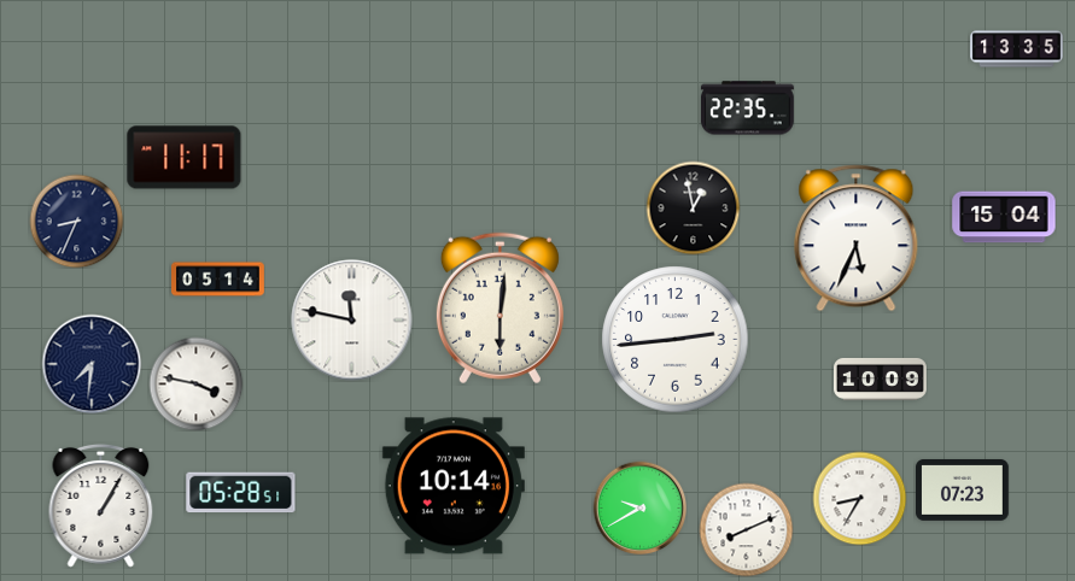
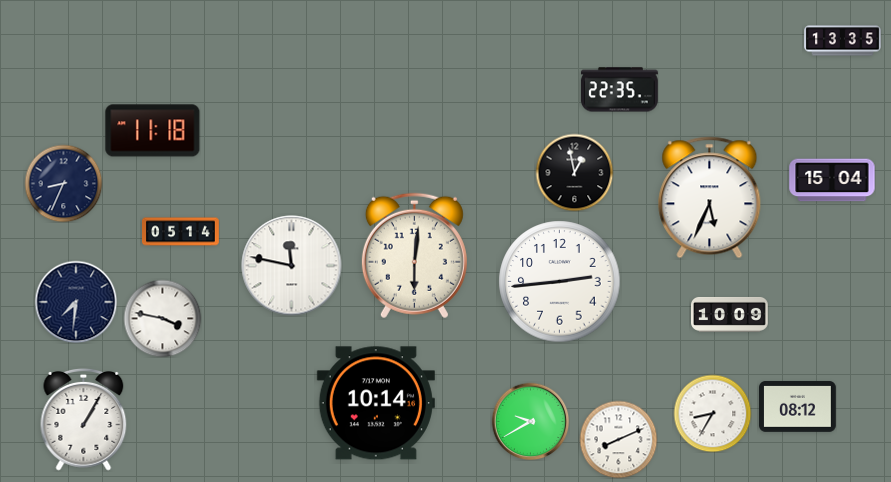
clock at (185, 158): 11:17 -> 11:18
clock at (963, 489): 07:23 -> 08:12
clock at (241, 493): 05:28 -> none
